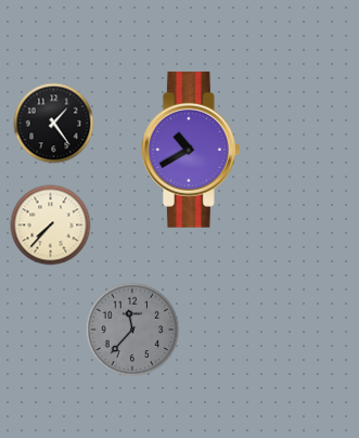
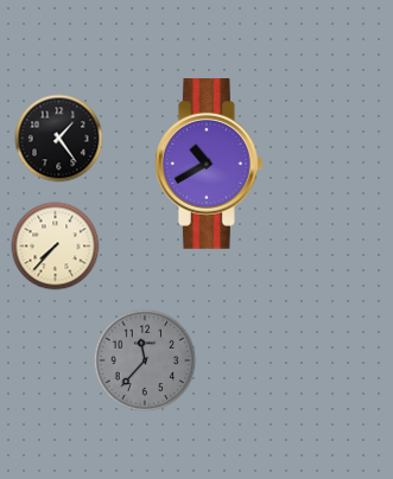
clock at (54, 124) position: (54, 124) -> (59, 139)
